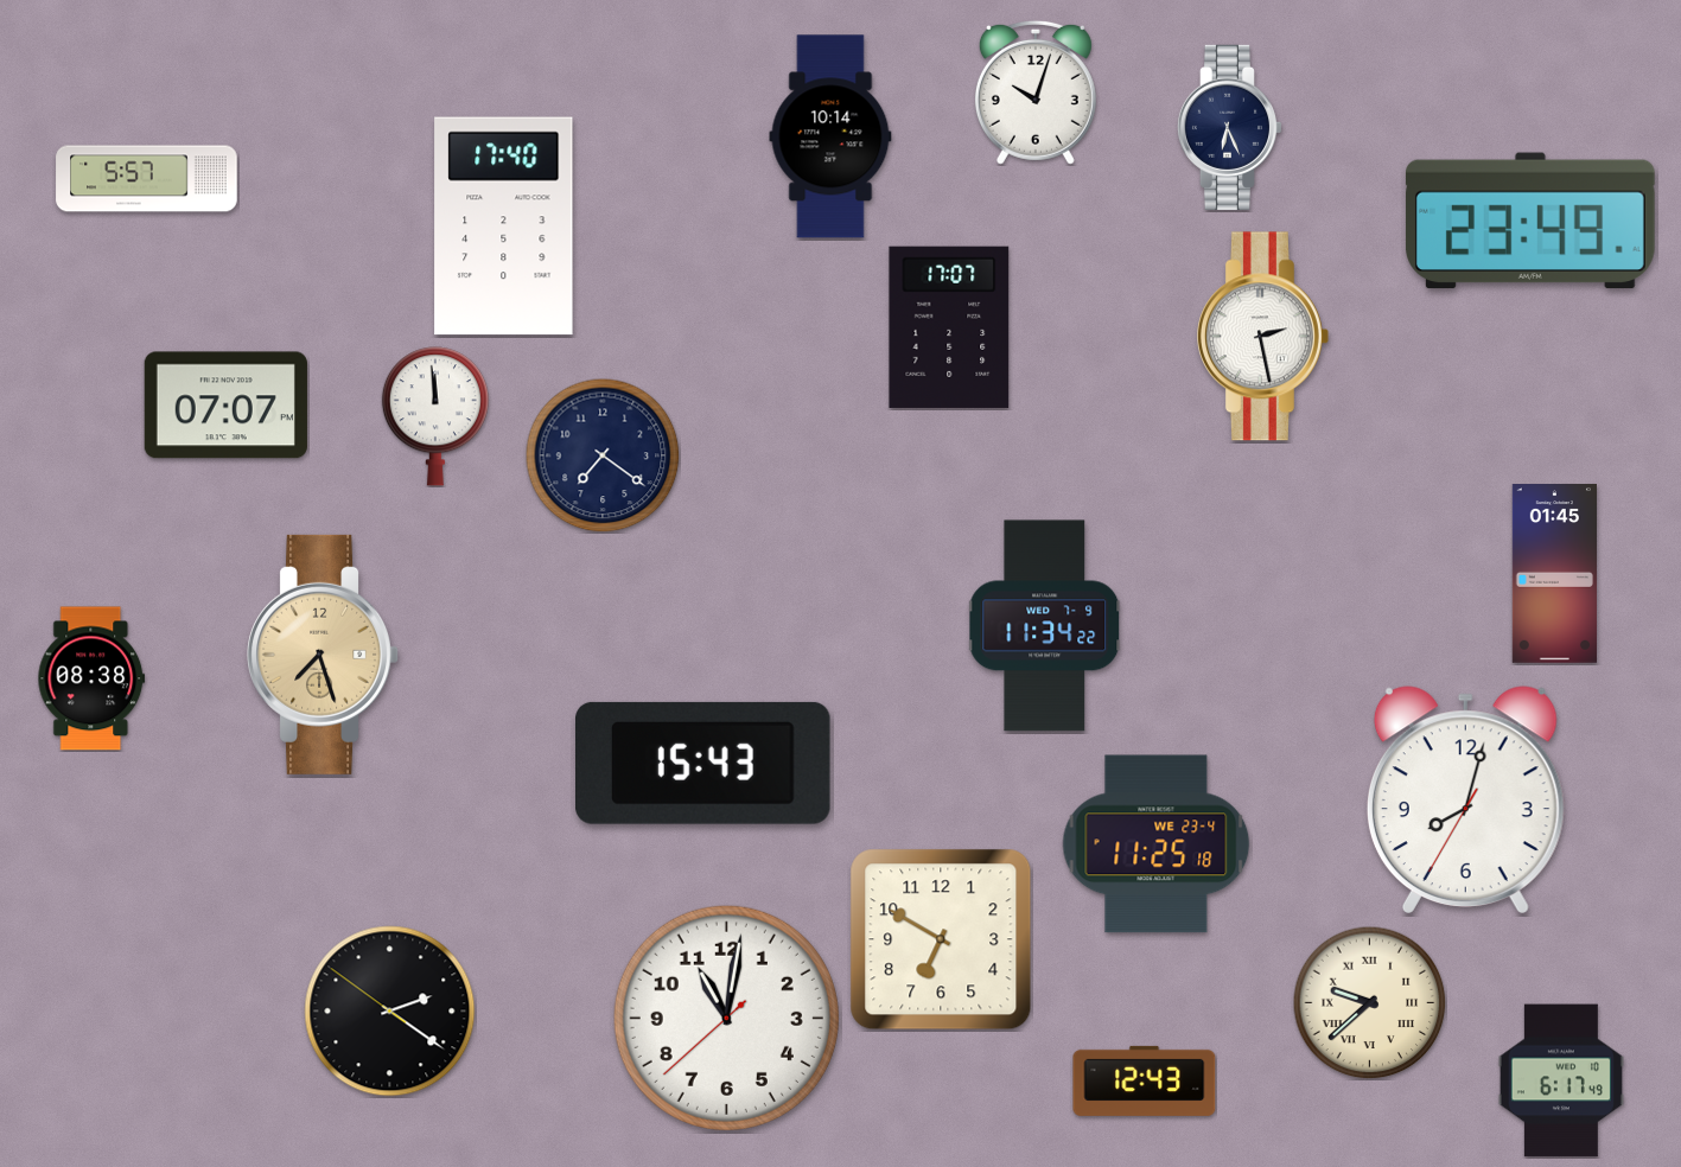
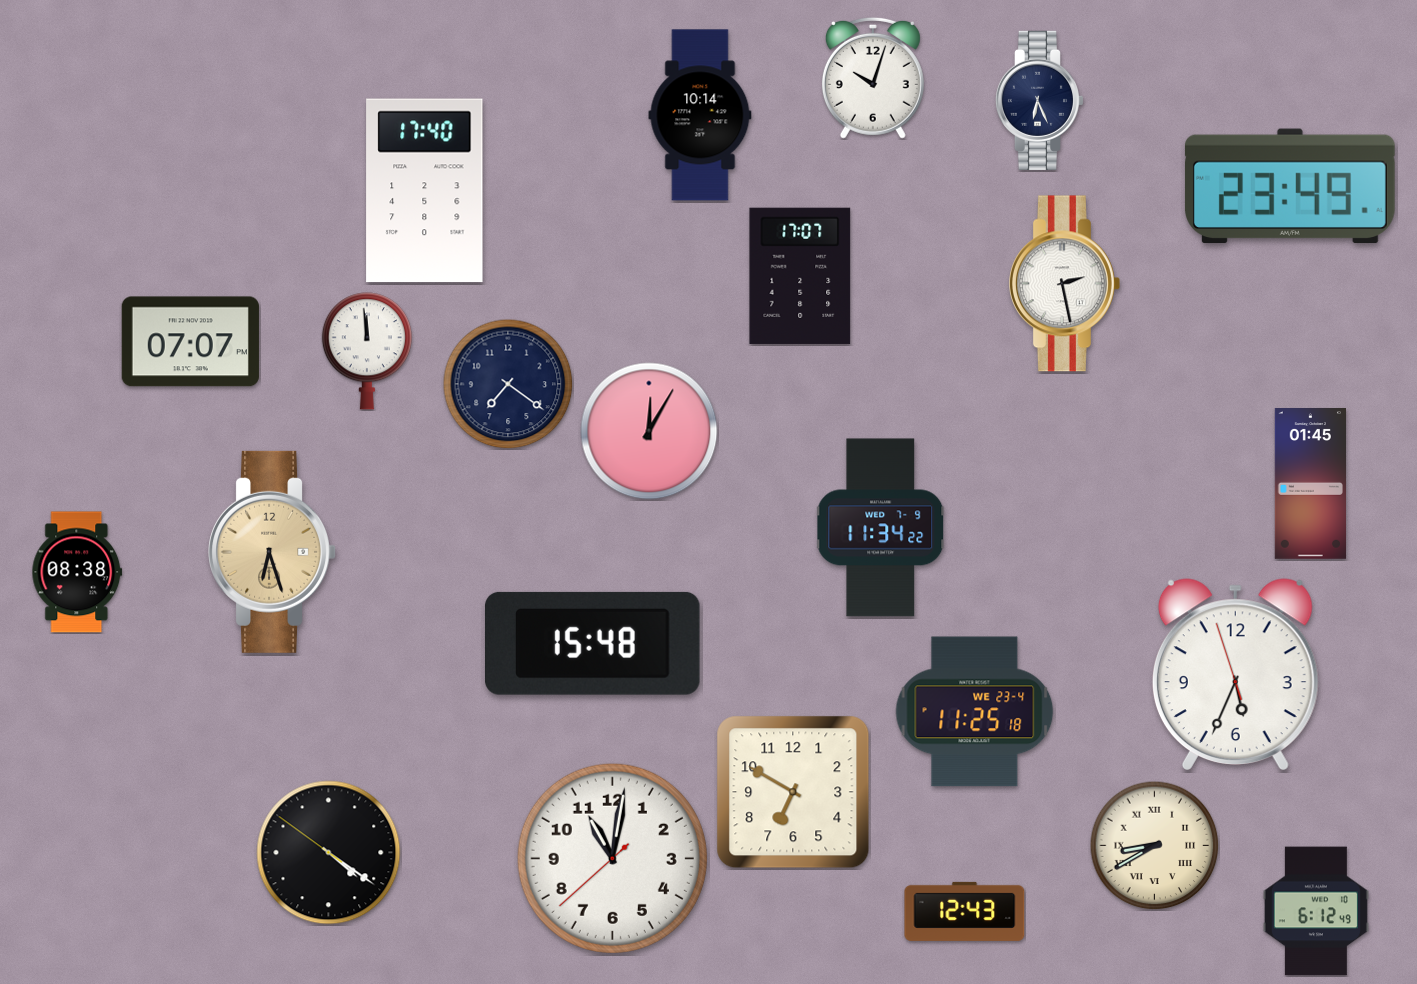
clock at (1229, 127) position: (1229, 127) -> (1039, 100)
clock at (147, 179): 5:57 -> none
clock at (649, 431): none -> 12:05
clock at (324, 655): 7:27 -> 6:27
clock at (703, 763): 15:43 -> 15:48
clock at (1465, 799): 8:02 -> 5:33
clock at (1369, 1002): 9:38 -> 8:40
clock at (390, 1012): 2:20 -> 4:20
clock at (1561, 1080): 6:17 -> 6:12
